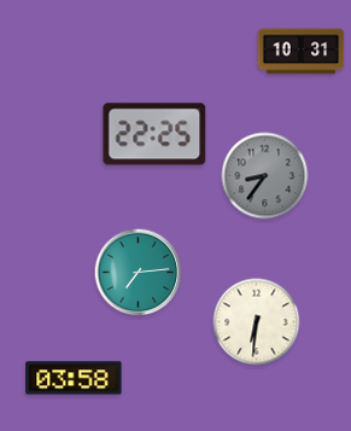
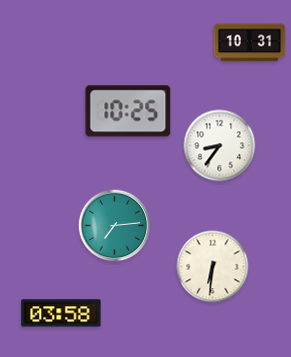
clock at (154, 134): 22:25 -> 10:25
clock at (265, 176) dial: grey -> white
